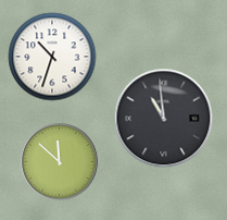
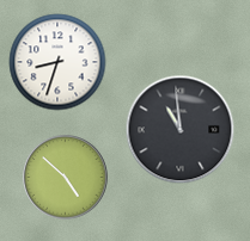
clock at (52, 57): 10:33 -> 8:33
clock at (60, 162): 11:52 -> 4:52
